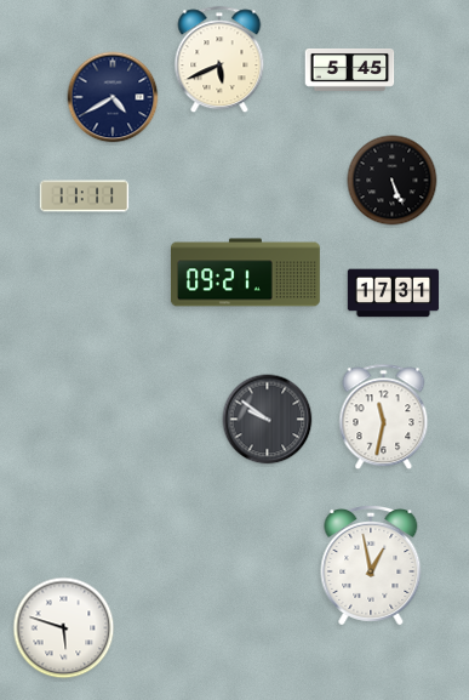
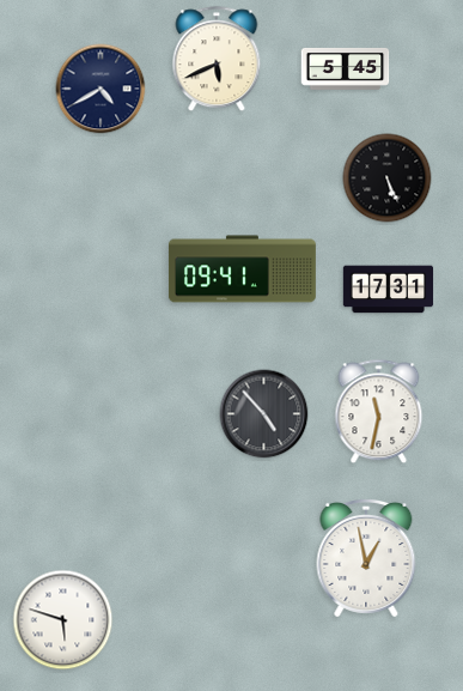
clock at (113, 97) position: (113, 97) -> (100, 89)
clock at (85, 197): 11:11 -> none
clock at (245, 273): 09:21 -> 09:41
clock at (268, 420): 9:51 -> 4:53
